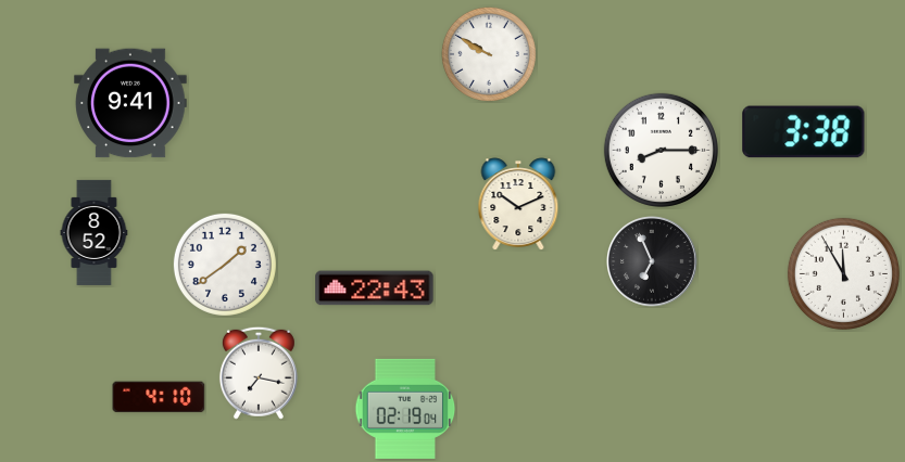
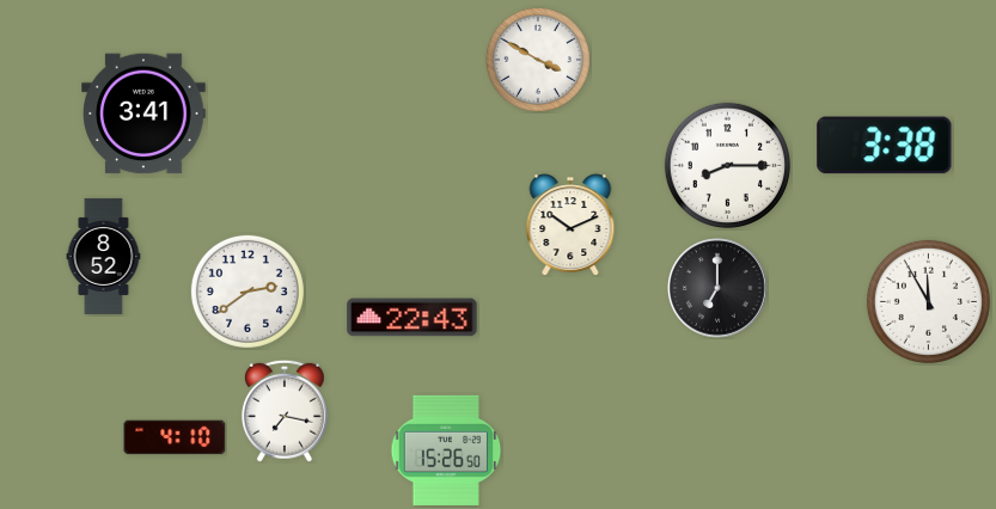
clock at (489, 54): 9:50 -> 3:50
clock at (130, 103): 9:41 -> 3:41
clock at (652, 261): 6:56 -> 7:00
clock at (225, 265): 1:39 -> 2:39
clock at (405, 409): 02:19 -> 15:26
